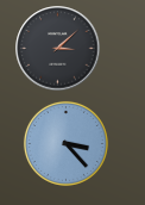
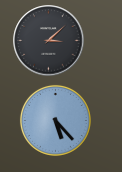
clock at (65, 143): 3:23 -> 5:23
